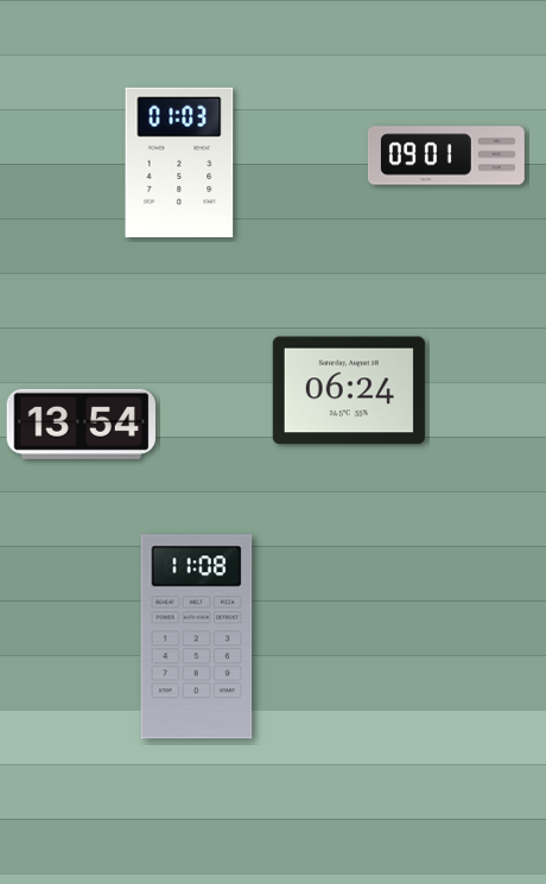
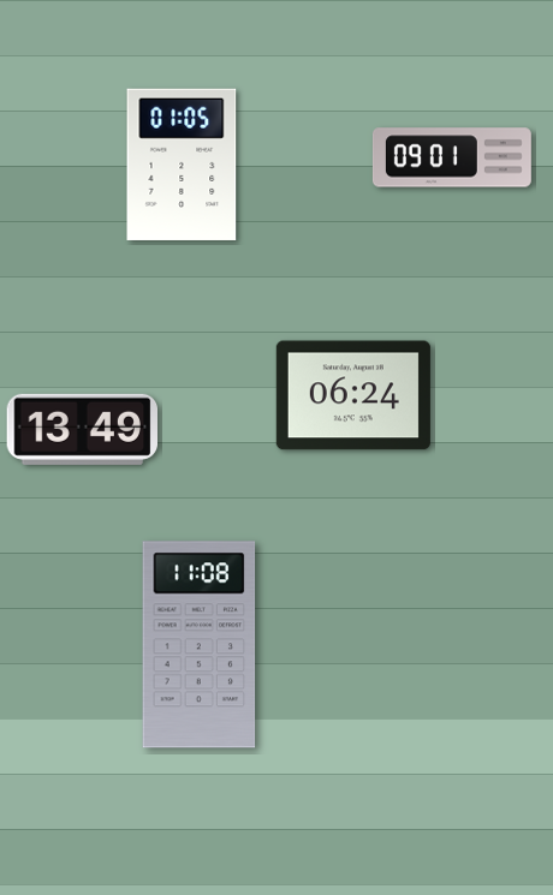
clock at (179, 161): 01:03 -> 01:05
clock at (81, 424): 13:54 -> 13:49
